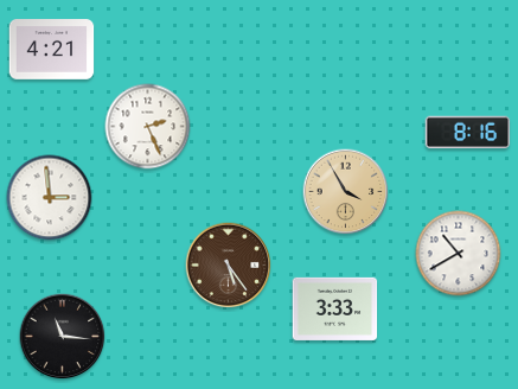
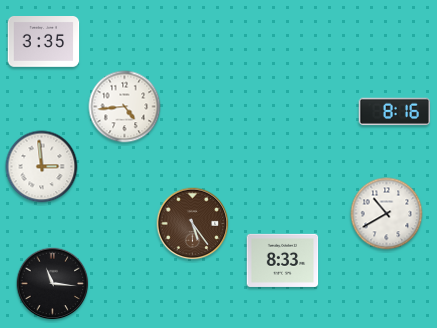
clock at (52, 50): 4:21 -> 3:35
clock at (148, 127): 2:26 -> 4:44
clock at (346, 192): 3:55 -> none
clock at (335, 308): 3:33 -> 8:33
